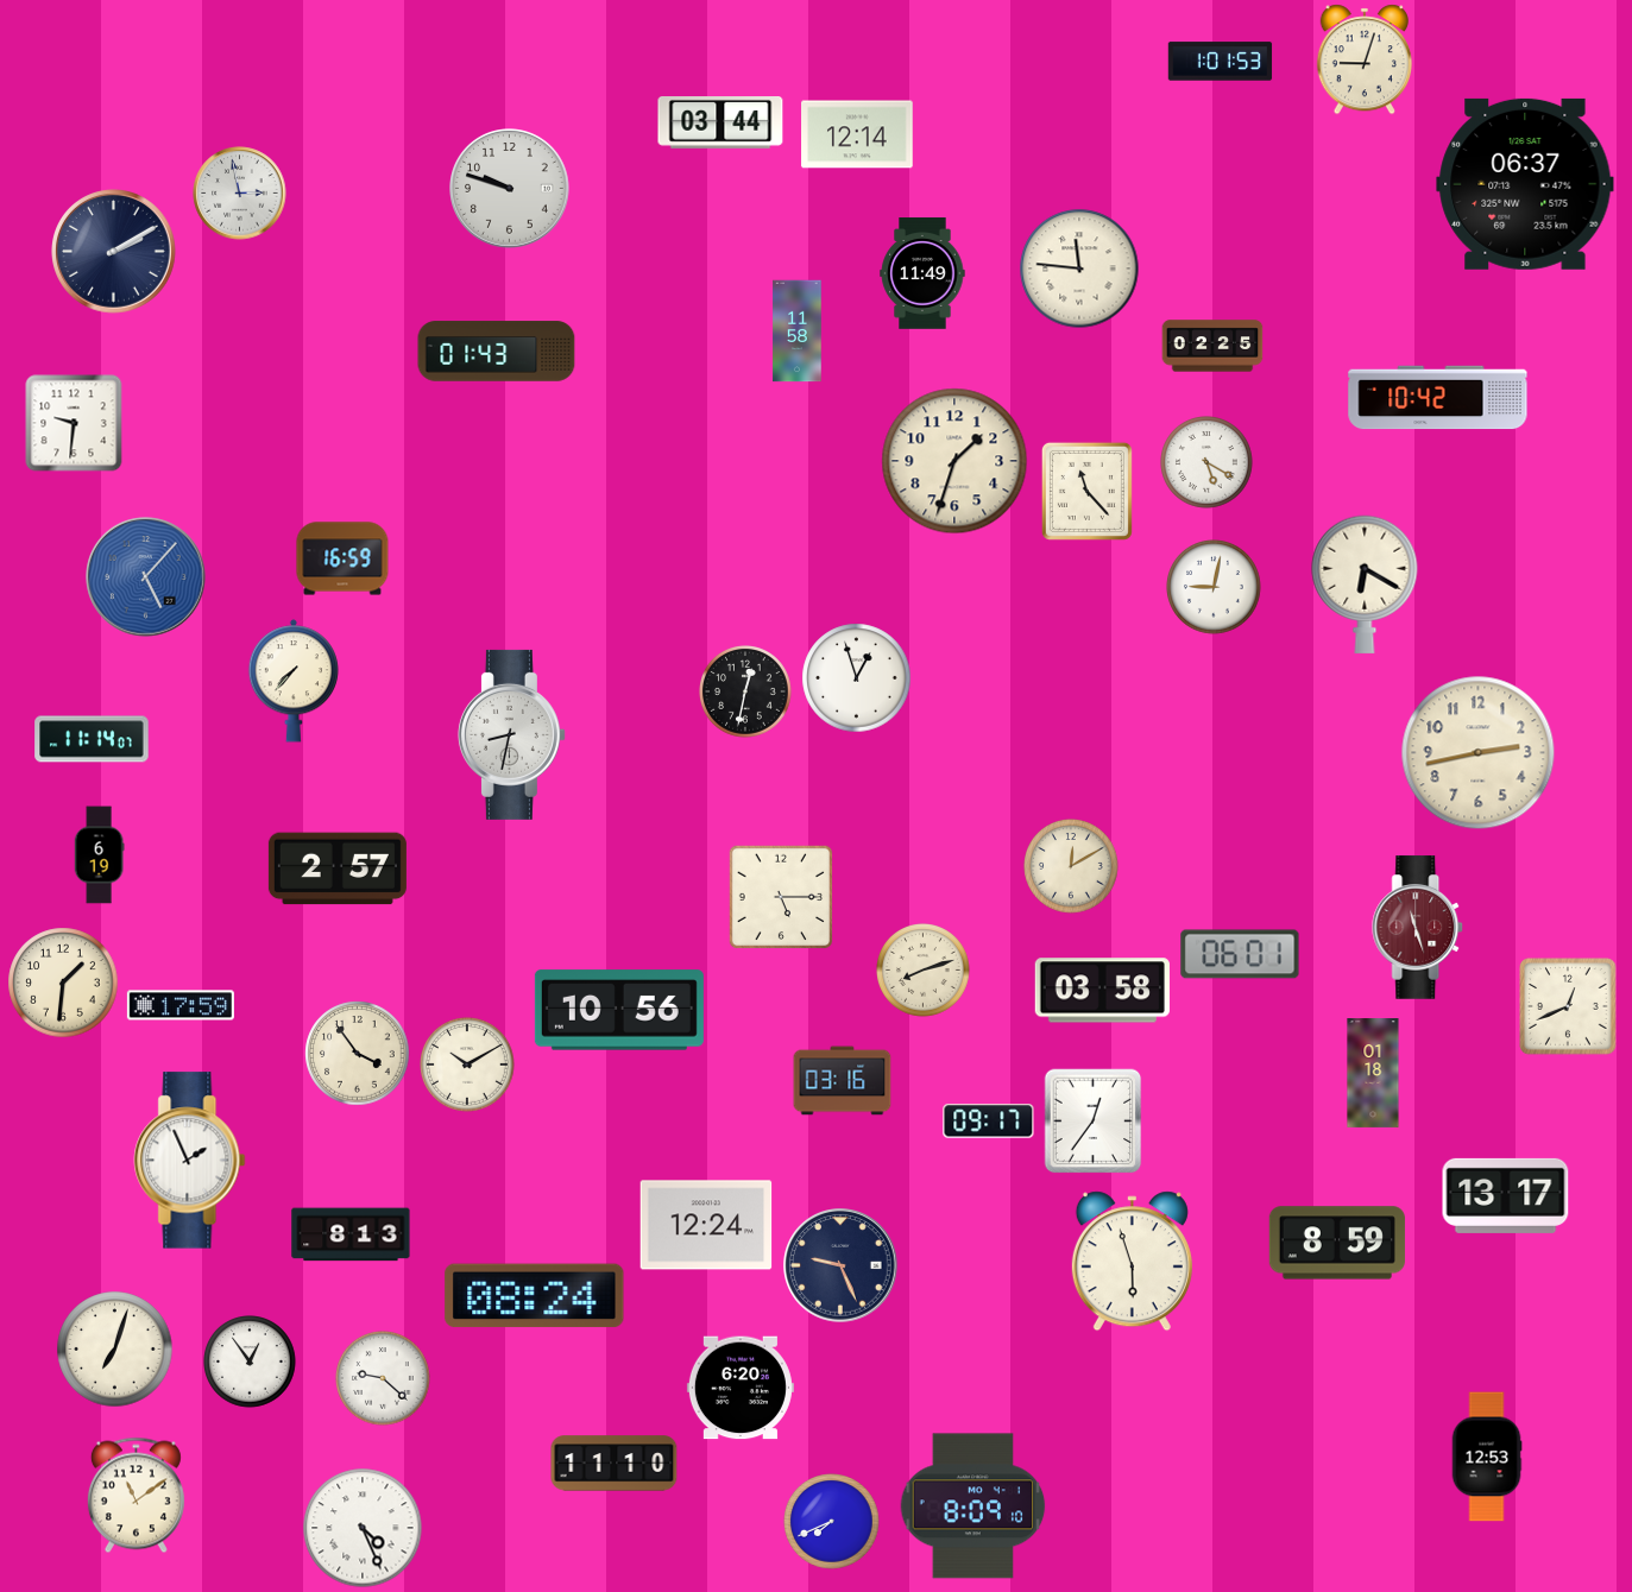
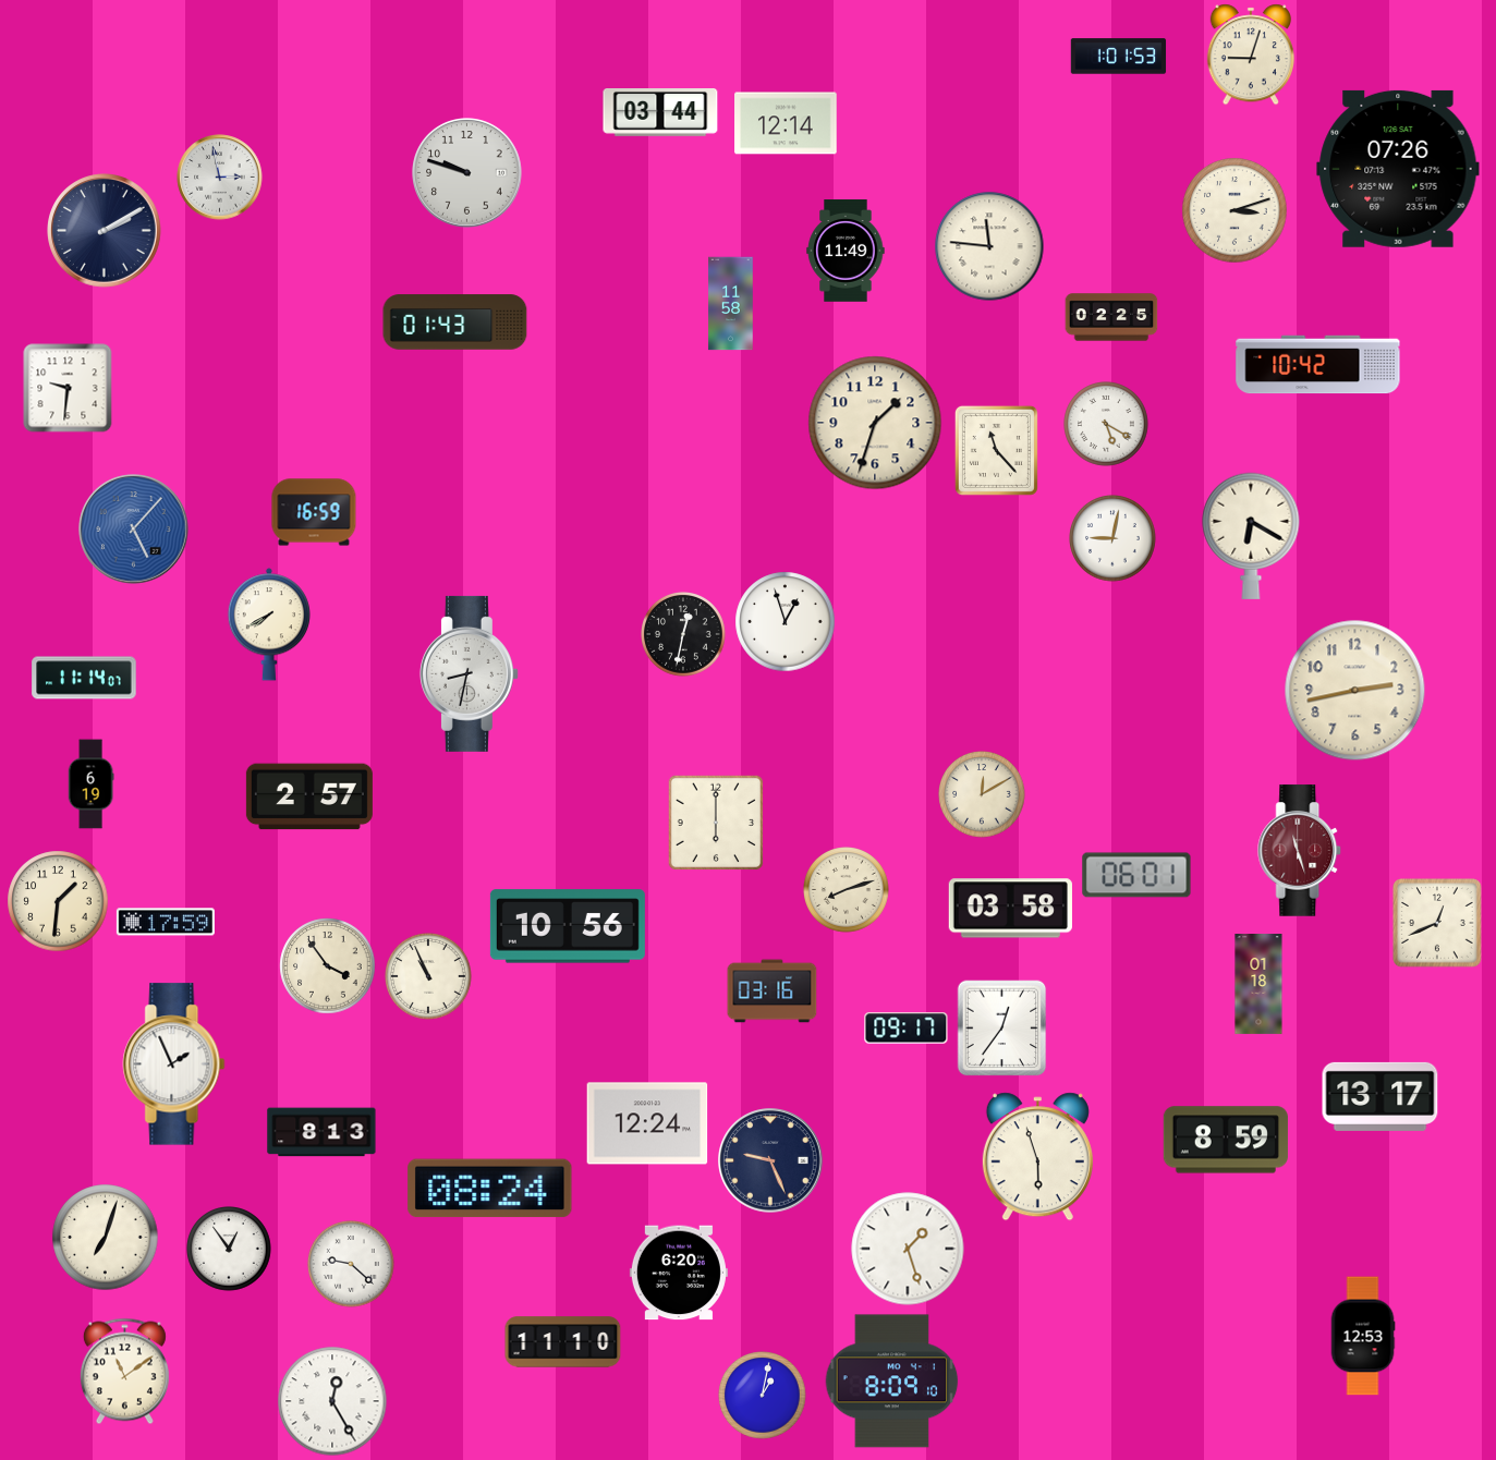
clock at (1525, 184): 06:37 -> 07:26
clock at (1234, 210): none -> 3:12
clock at (292, 681): 7:37 -> 7:40
clock at (780, 896): 5:15 -> 6:00
clock at (467, 1065): 10:10 -> 10:56
clock at (908, 1249): none -> 1:27
clock at (832, 1522): 7:41 -> 1:02
clock at (363, 1528): 4:26 -> 12:25
